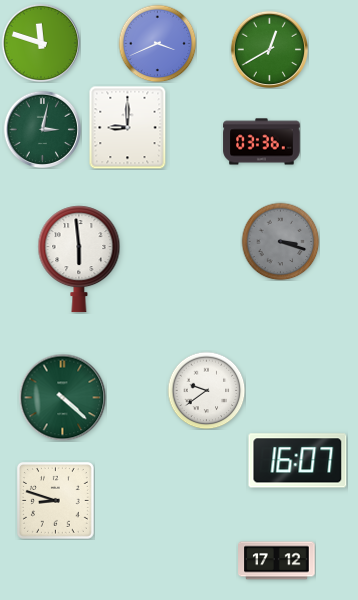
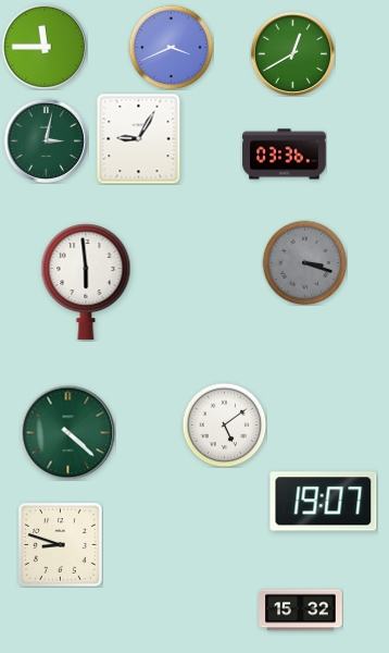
clock at (41, 43): 11:48 -> 11:45
clock at (128, 127): 9:00 -> 9:05
clock at (206, 390): 9:39 -> 5:09
clock at (298, 461): 16:07 -> 19:07
clock at (277, 561): 17:12 -> 15:32
